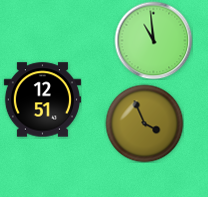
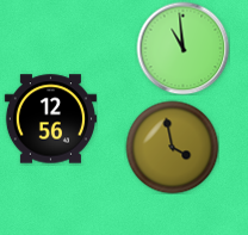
clock at (42, 100): 12:51 -> 12:56
clock at (144, 123): 3:56 -> 3:58
